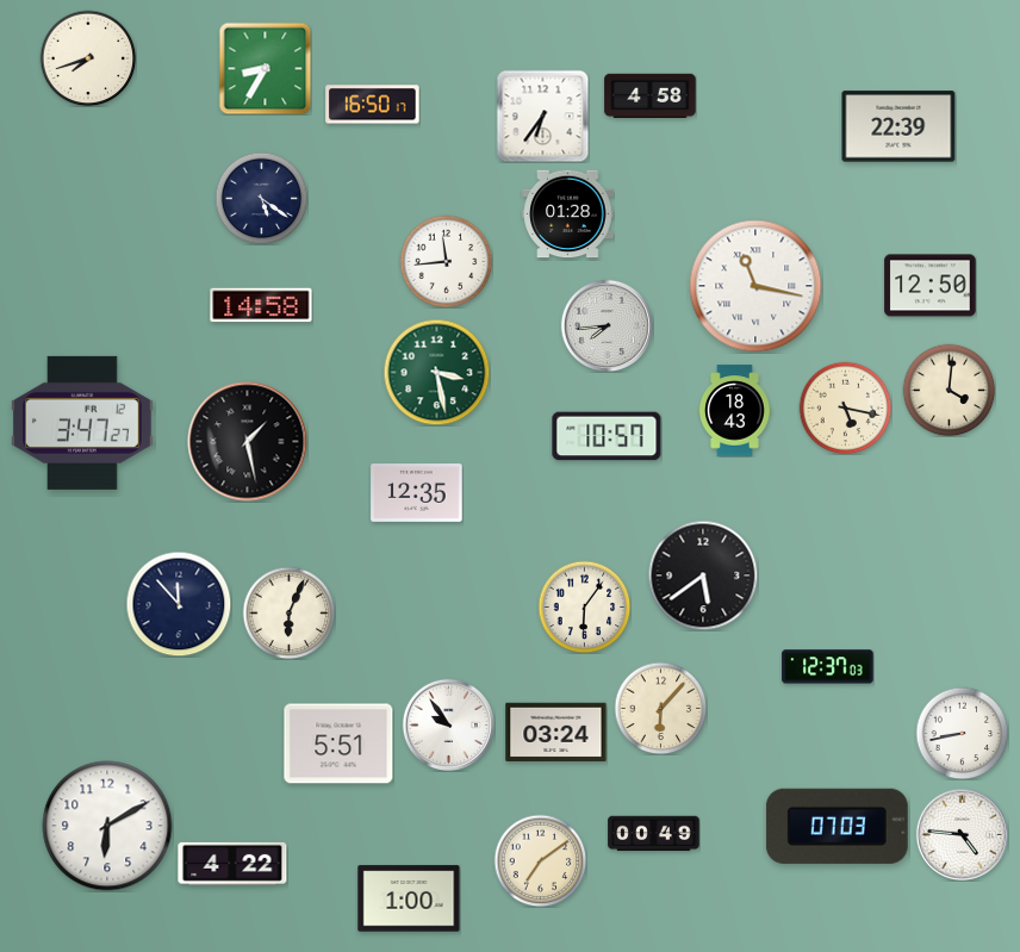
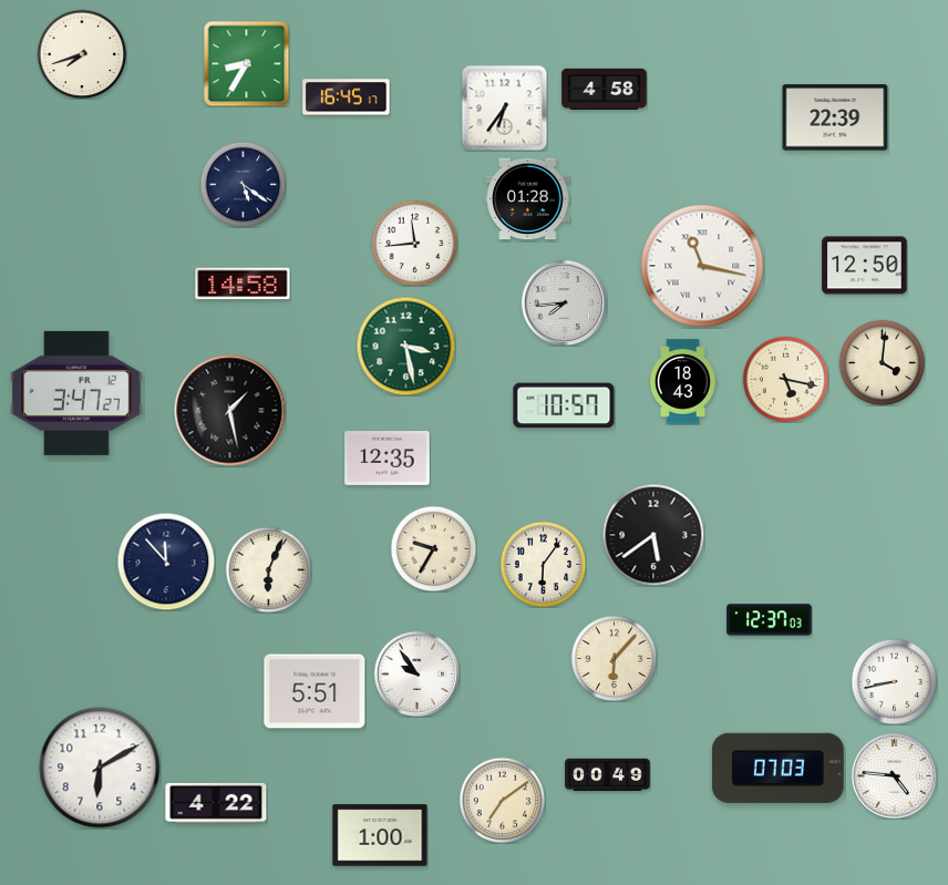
clock at (373, 105): 16:50 -> 16:45
clock at (433, 548): none -> 9:35
clock at (556, 732): 03:24 -> none
